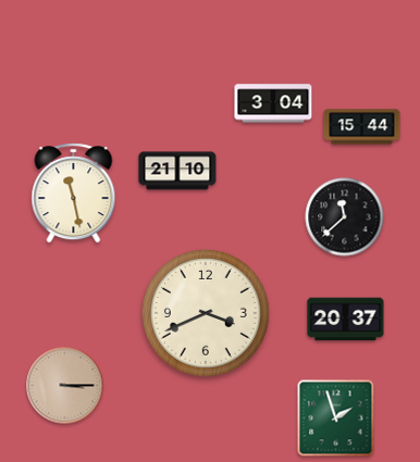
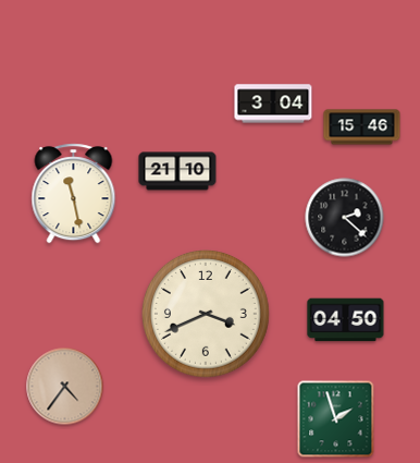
clock at (362, 127): 15:44 -> 15:46
clock at (345, 217): 11:38 -> 2:22
clock at (346, 320): 20:37 -> 04:50
clock at (65, 386): 3:15 -> 4:36
